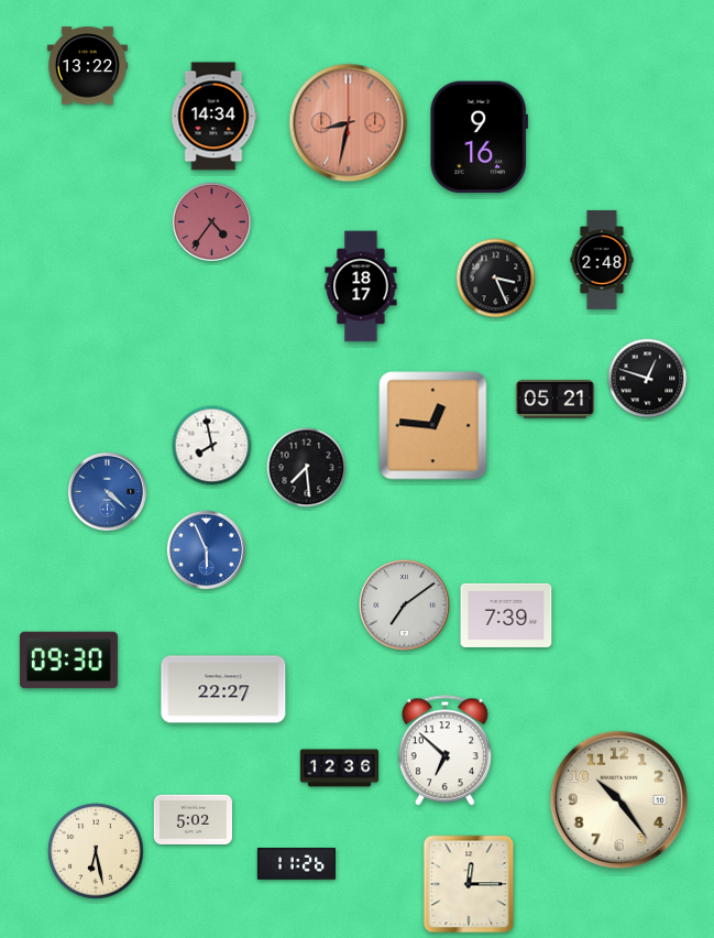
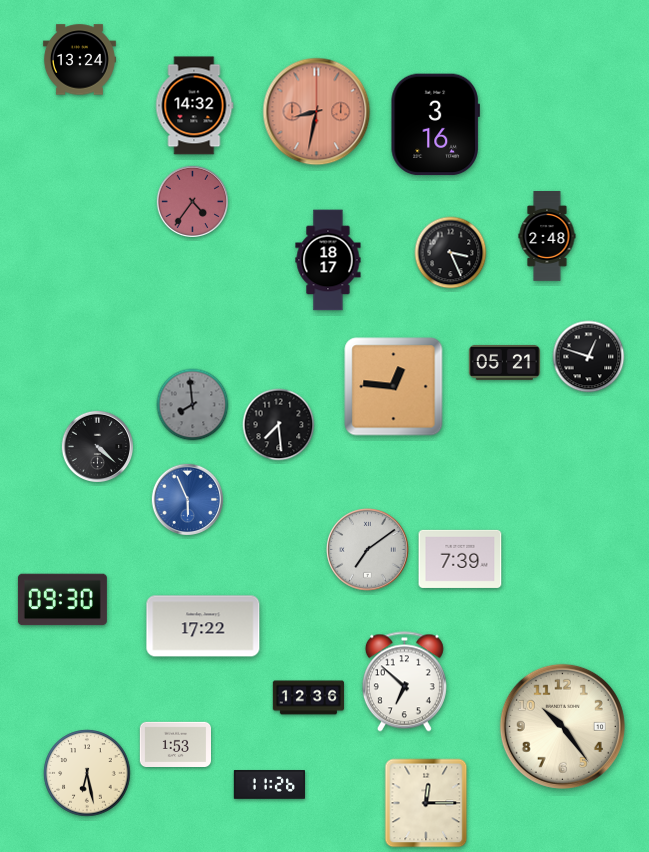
clock at (87, 66): 13:22 -> 13:24
clock at (213, 117): 14:34 -> 14:32
clock at (479, 138): 9:16 -> 3:16
clock at (648, 379) position: (648, 379) -> (589, 357)
clock at (212, 446): 7:58 -> 7:59
clock at (212, 446) dial: white -> grey
clock at (107, 491) dial: blue -> black
clock at (223, 689): 22:27 -> 17:22
clock at (193, 819): 5:02 -> 1:53
